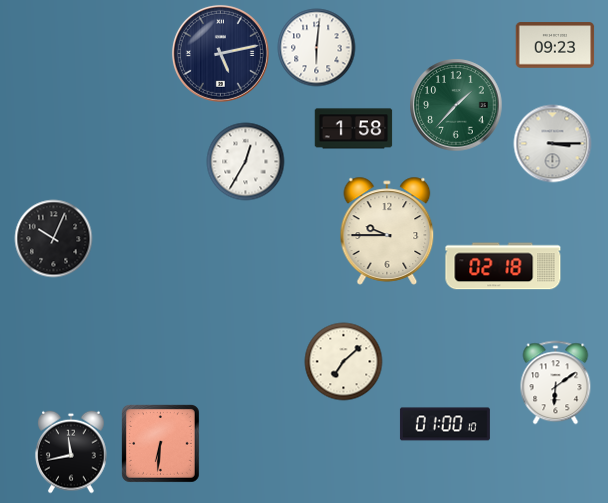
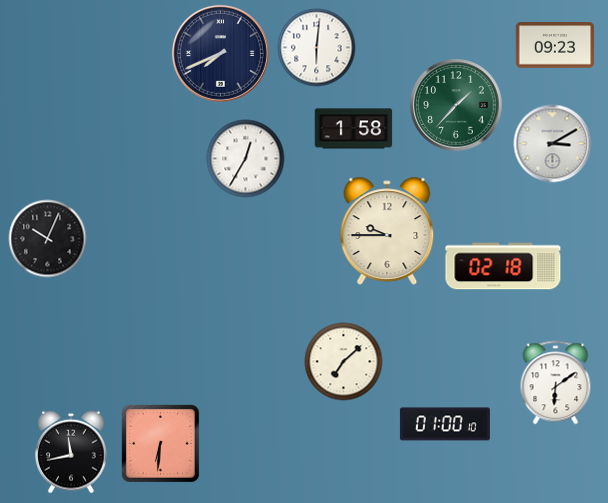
clock at (220, 53): 5:13 -> 7:41
clock at (552, 143): 3:15 -> 3:10
clock at (245, 161) position: (245, 161) -> (245, 158)
clock at (53, 238) position: (53, 238) -> (47, 238)
